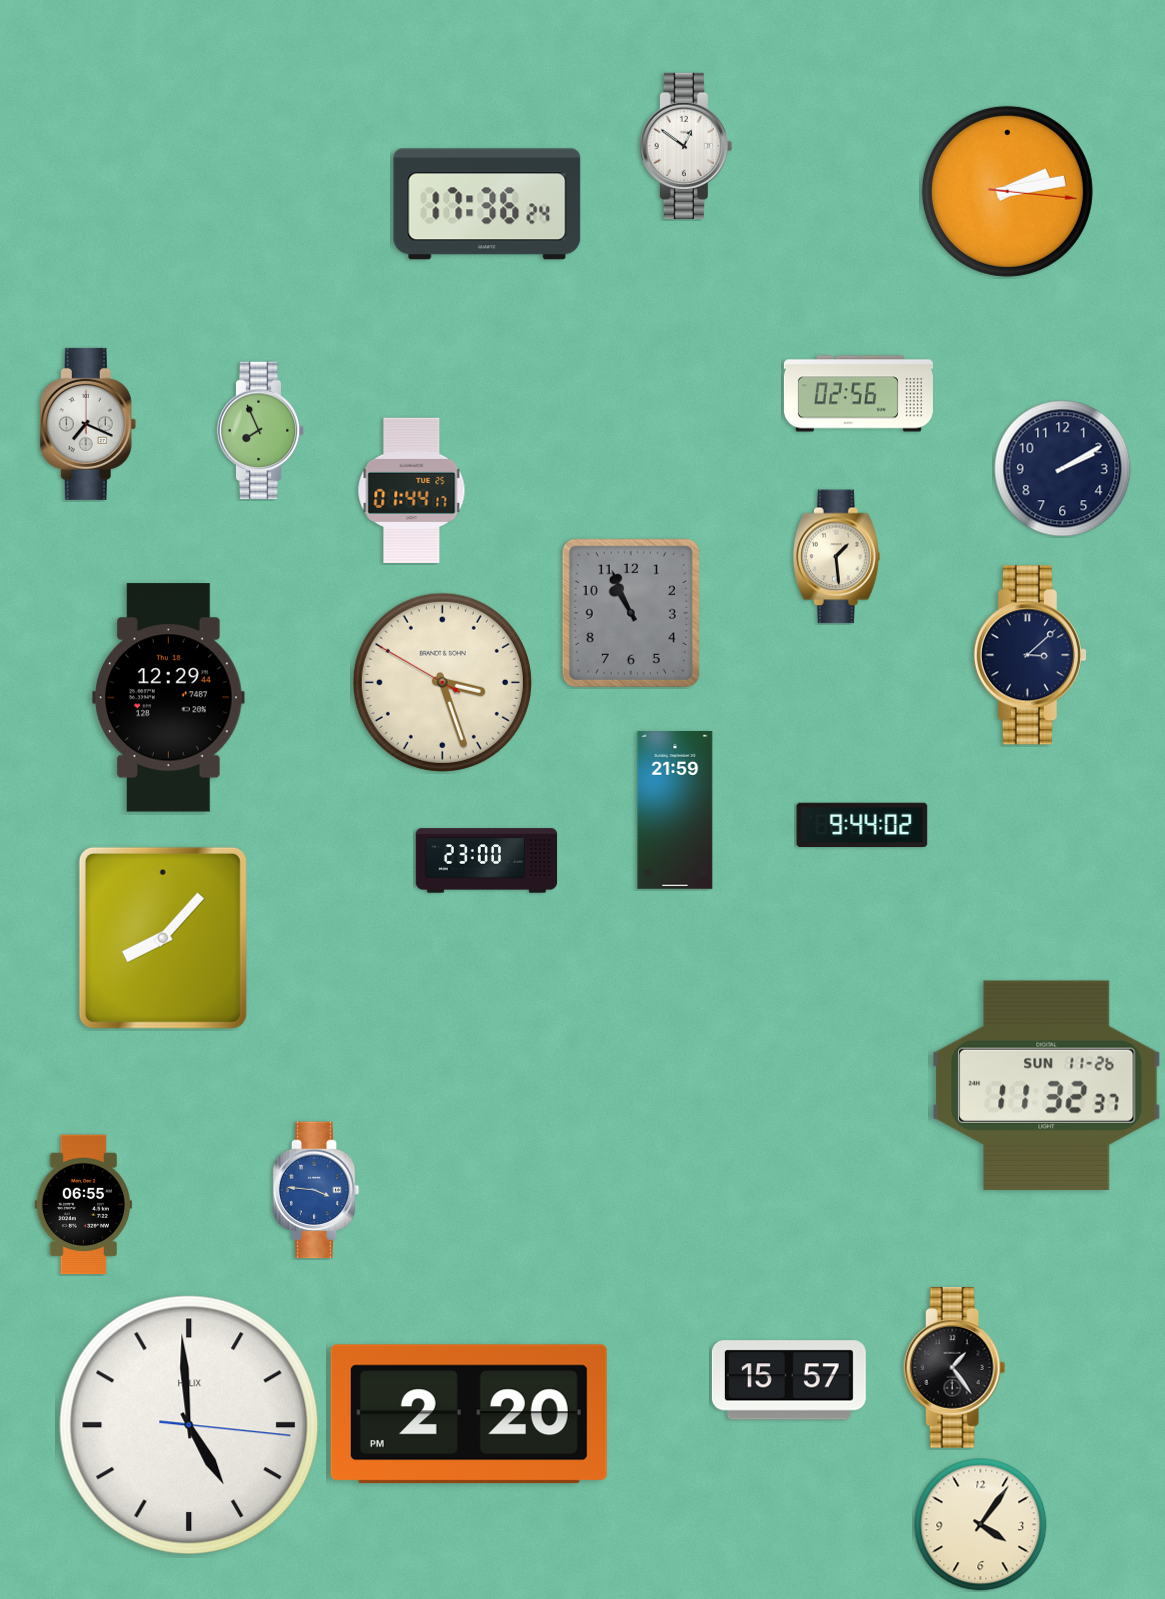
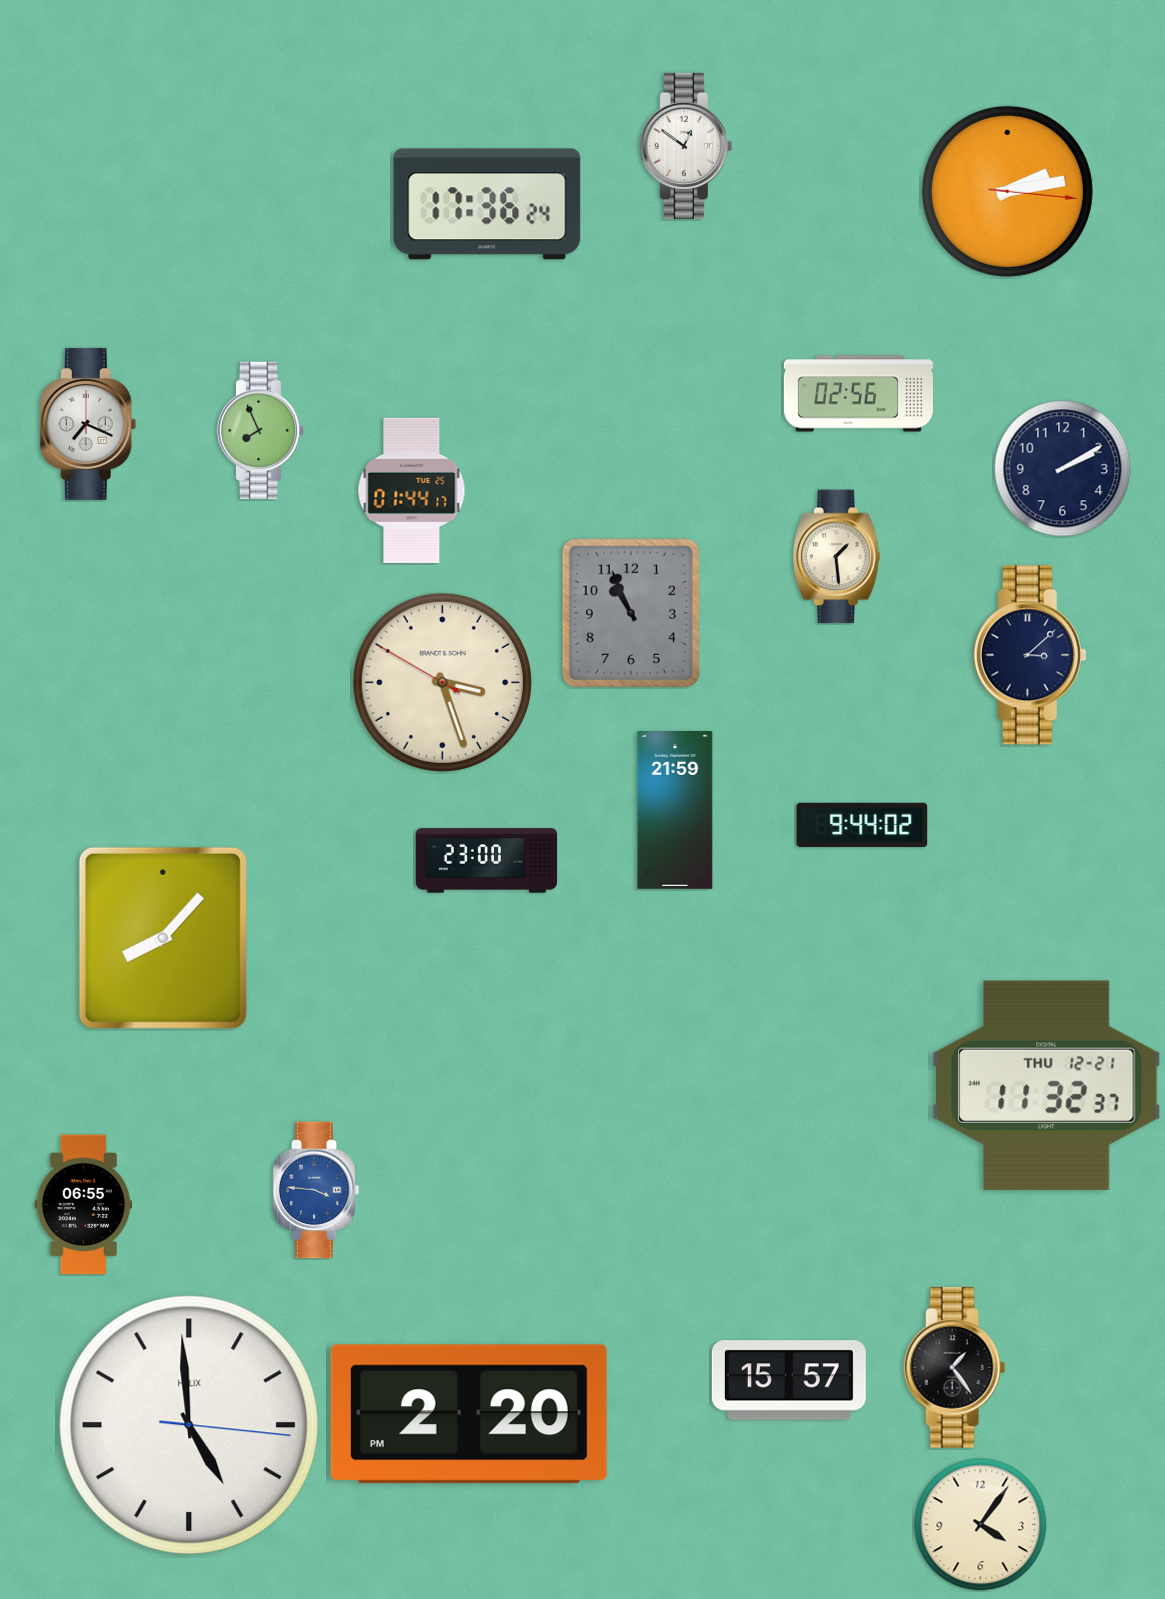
clock at (169, 698): 12:29 -> none
clock at (1047, 1085) date: SUN 11-26 -> THU 12-21
